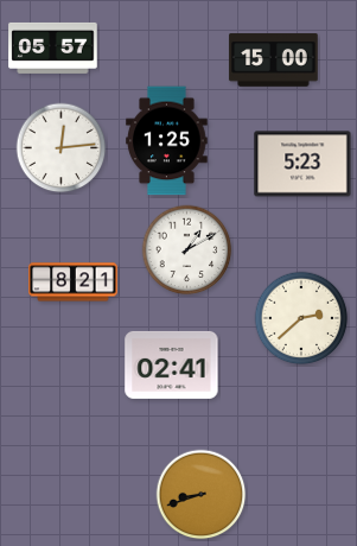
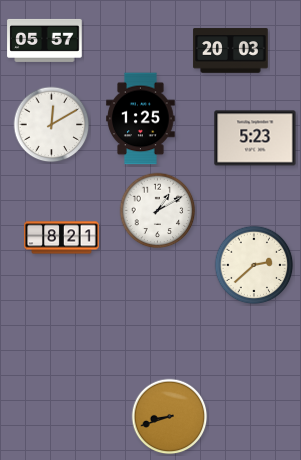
clock at (274, 61): 15:00 -> 20:03
clock at (62, 148): 12:14 -> 12:10
clock at (301, 318) position: (301, 318) -> (254, 265)
clock at (172, 364): 02:41 -> none
